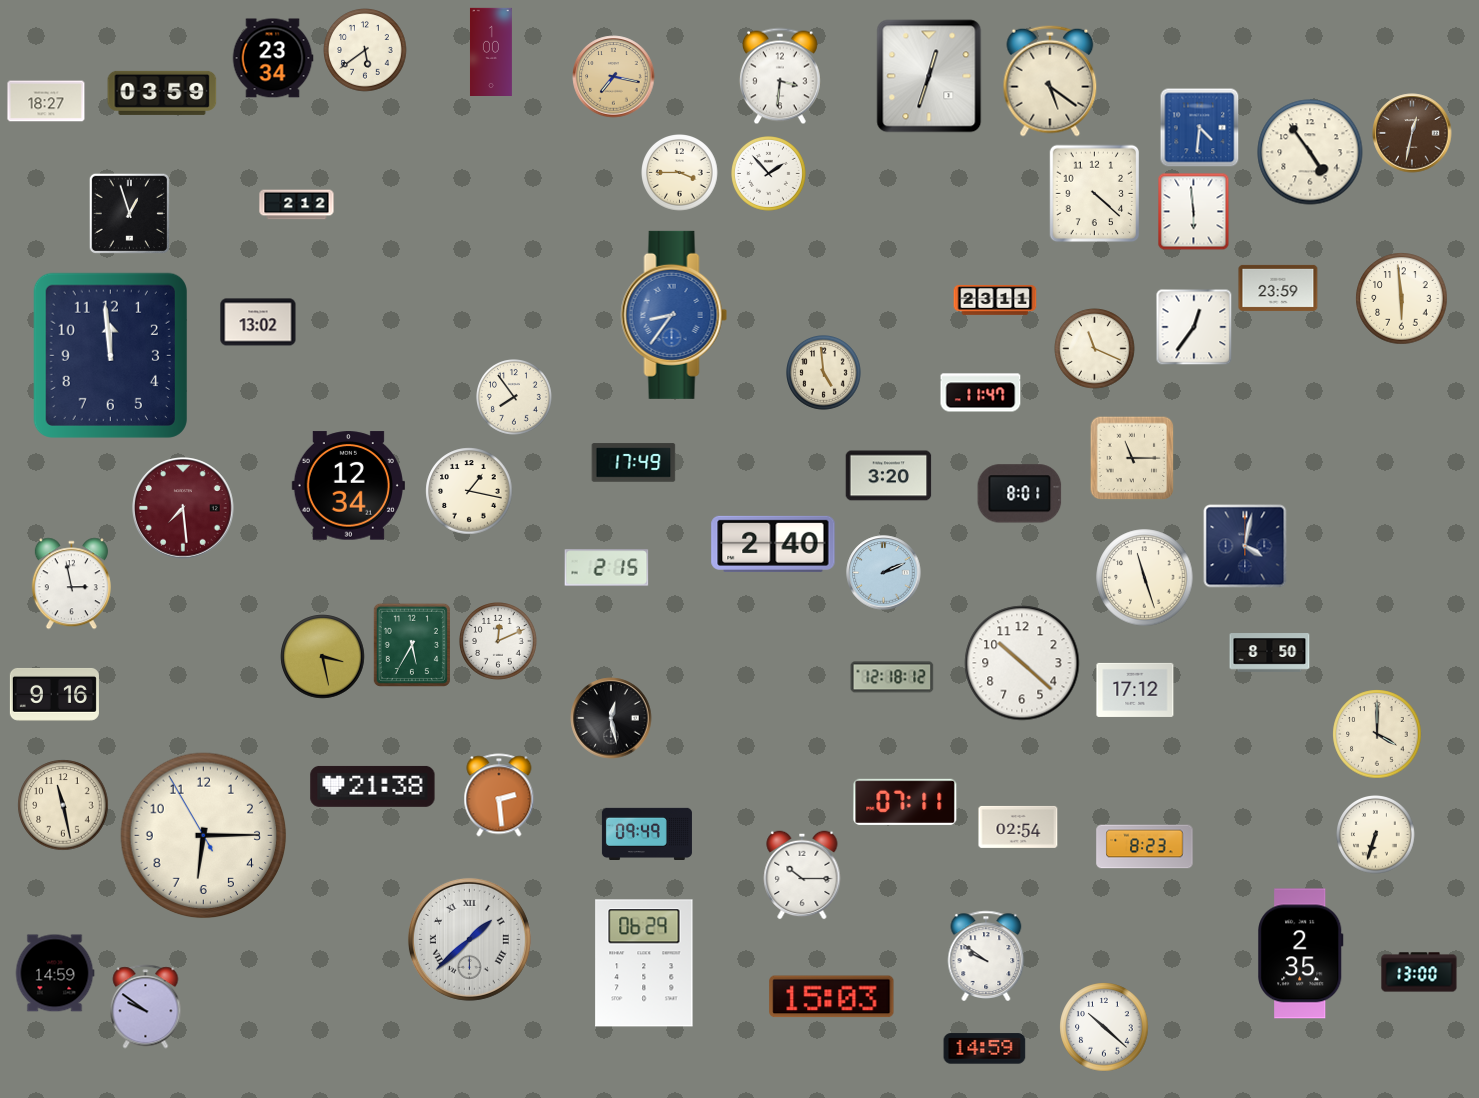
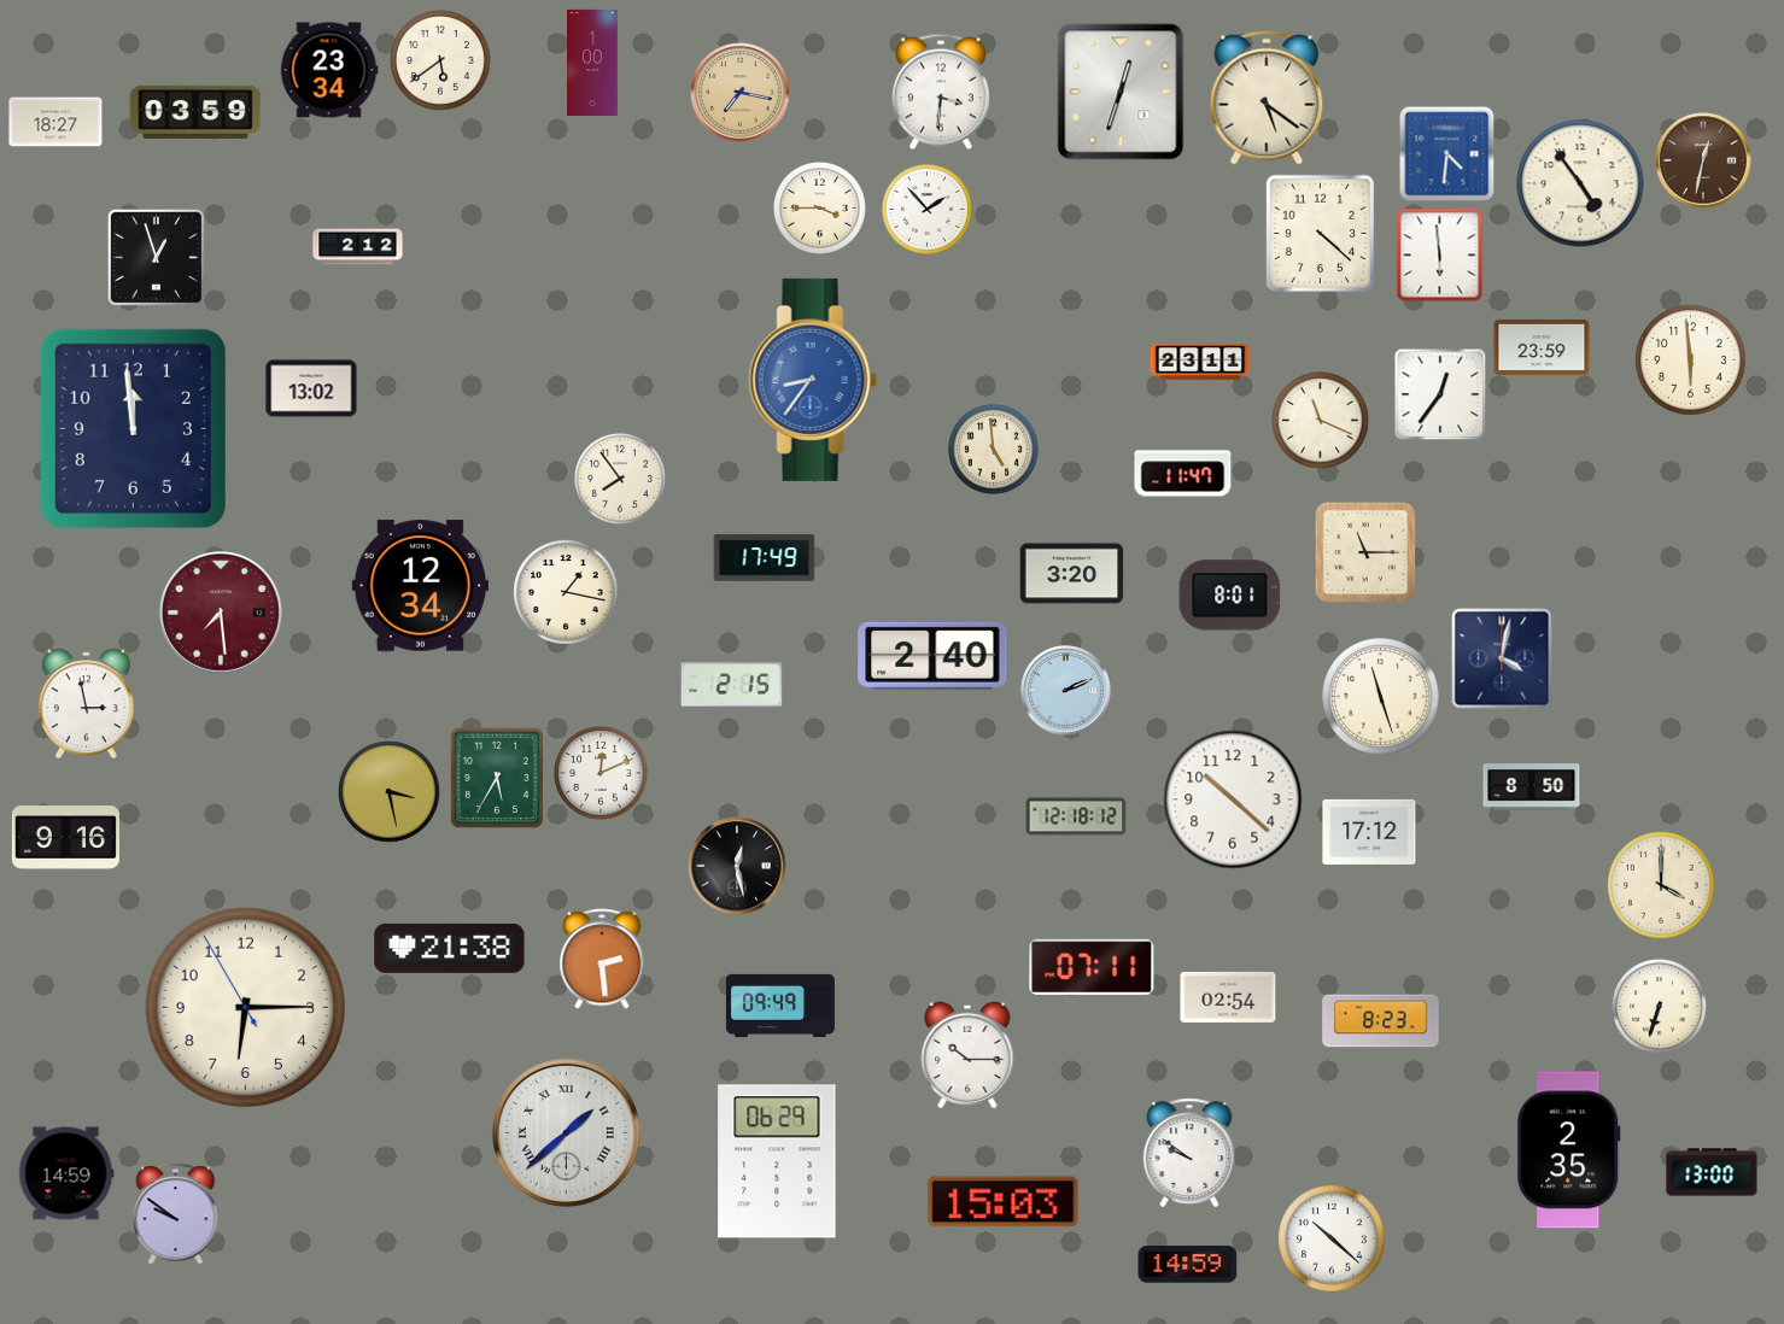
clock at (63, 805): 11:28 -> none
